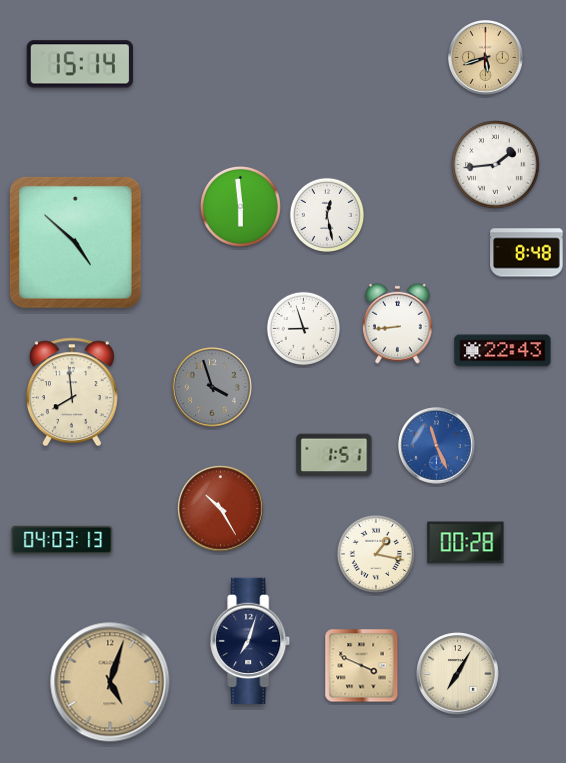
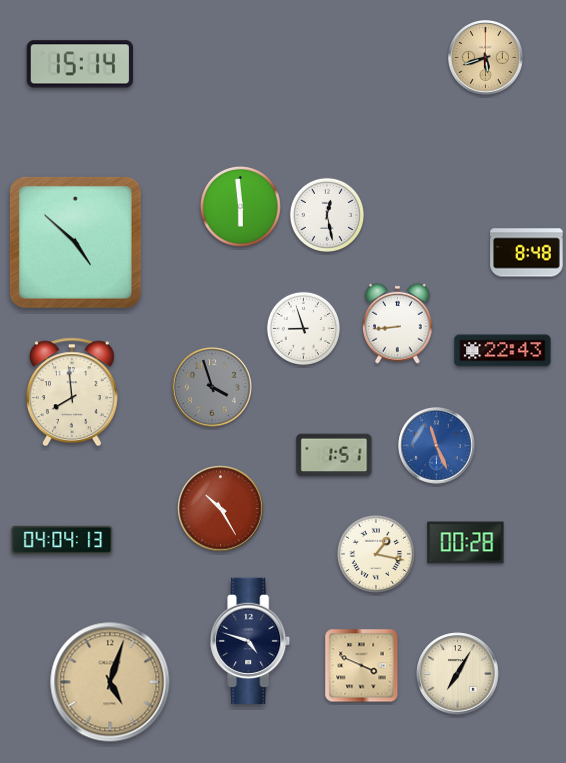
clock at (496, 165): 1:44 -> none
clock at (62, 540): 04:03 -> 04:04
clock at (251, 640): 7:03 -> 4:48
